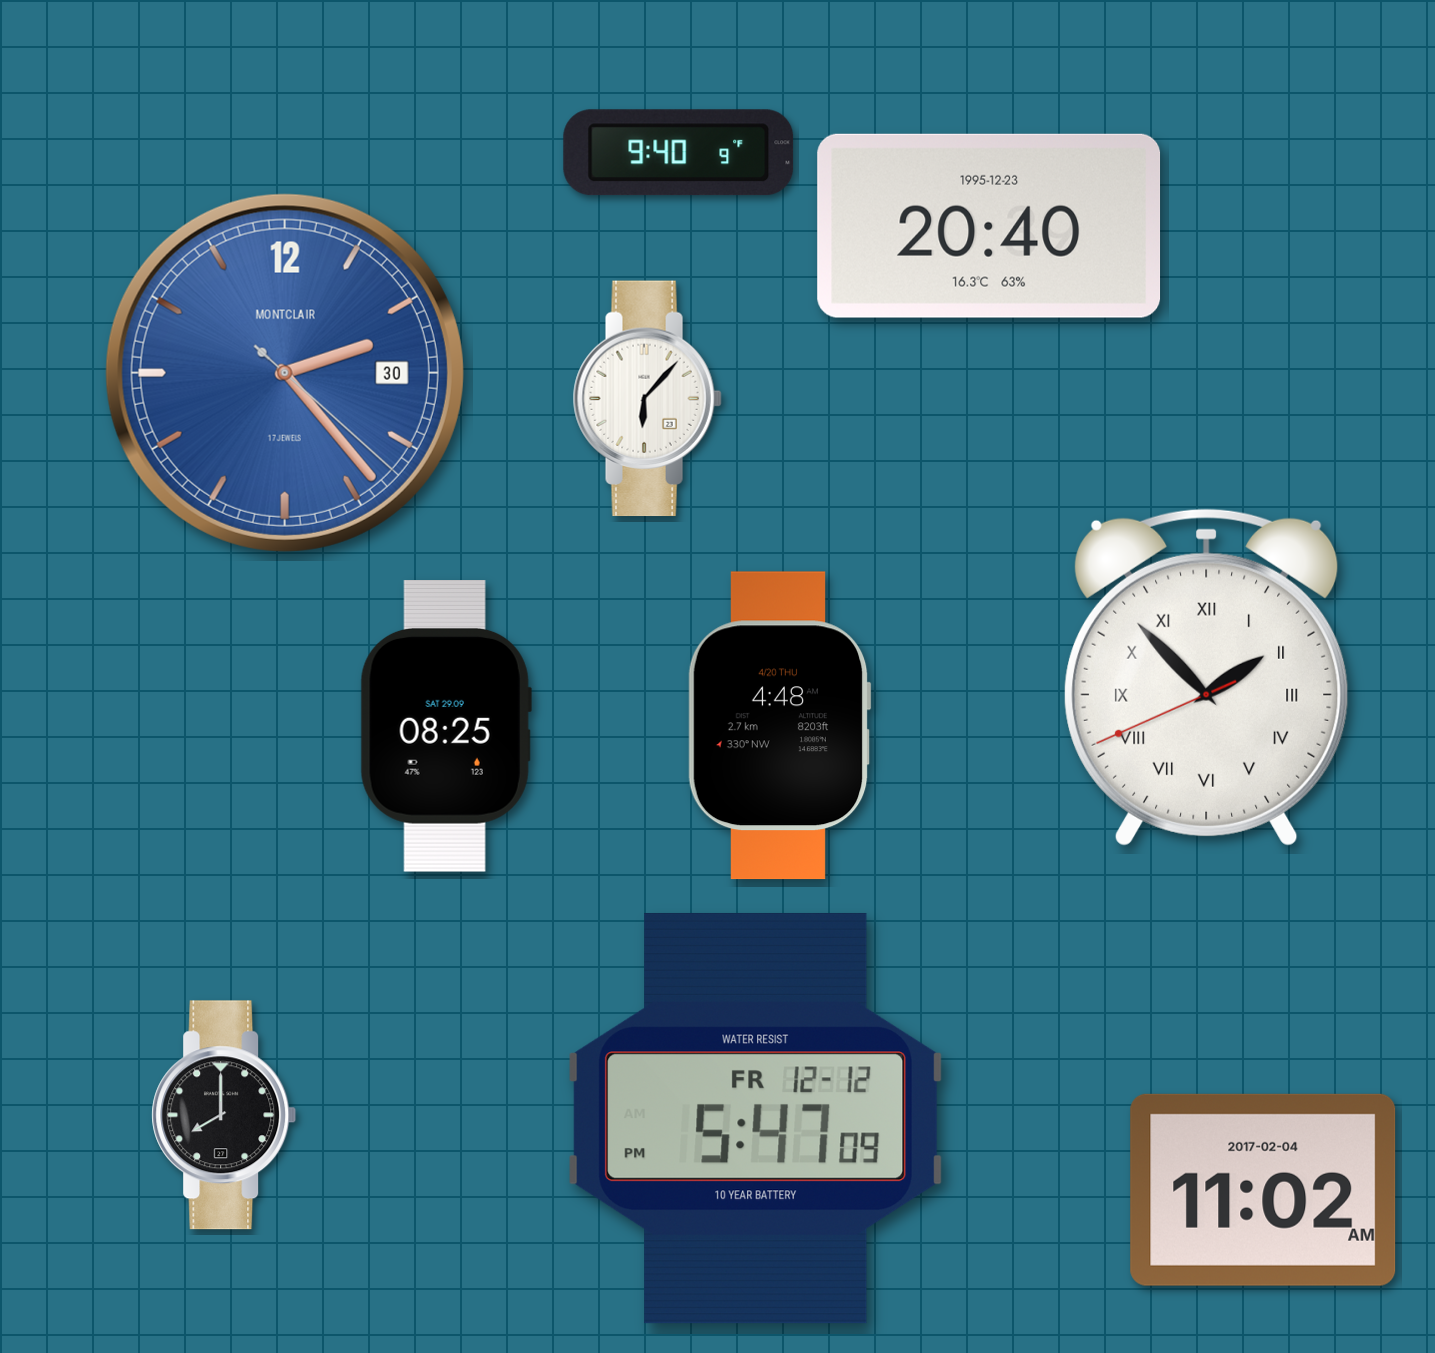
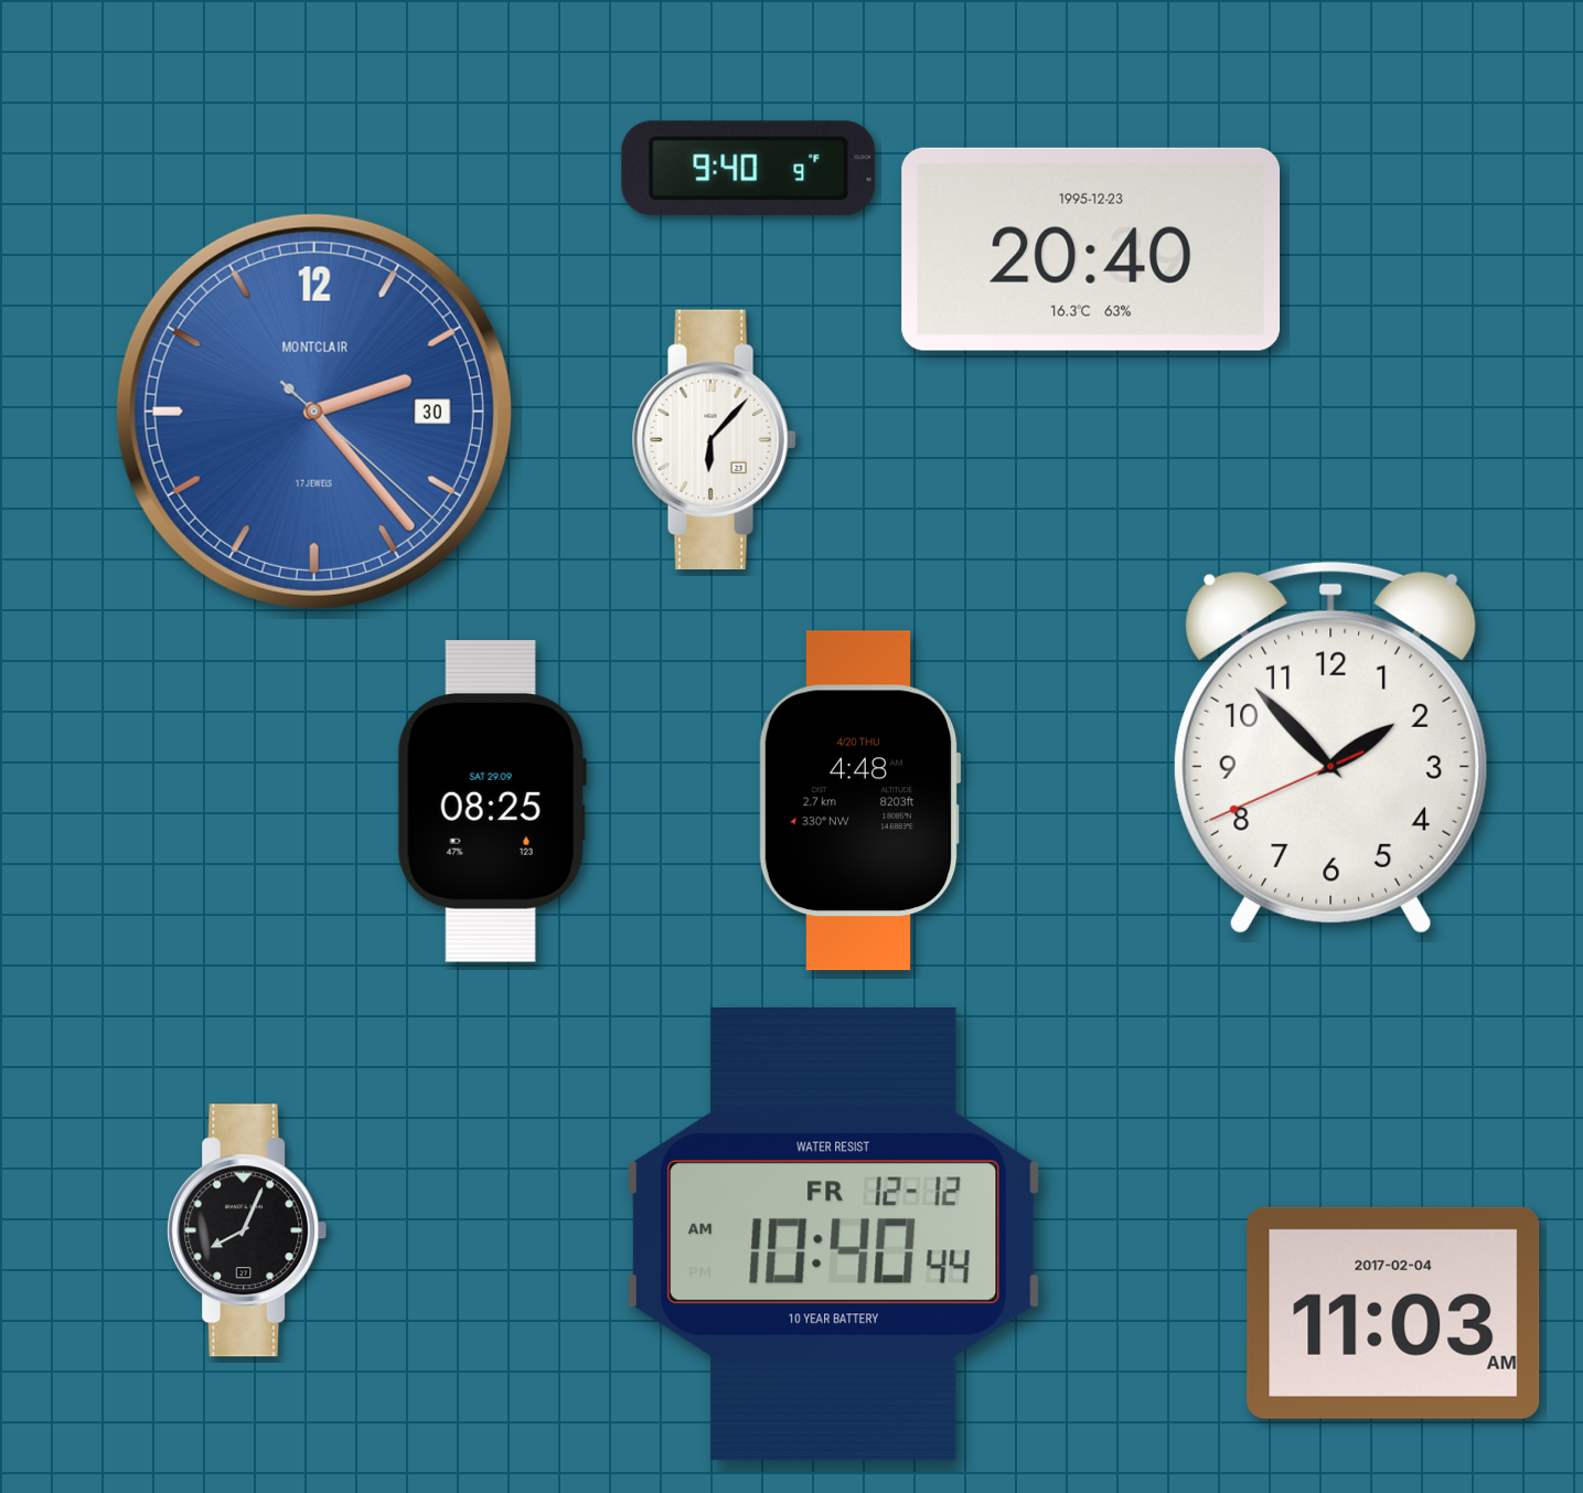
clock at (1207, 677) numerals: Roman -> Arabic
clock at (224, 1115): 8:00 -> 8:04
clock at (756, 1118): 5:47 -> 10:40
clock at (1263, 1190): 11:02 -> 11:03
